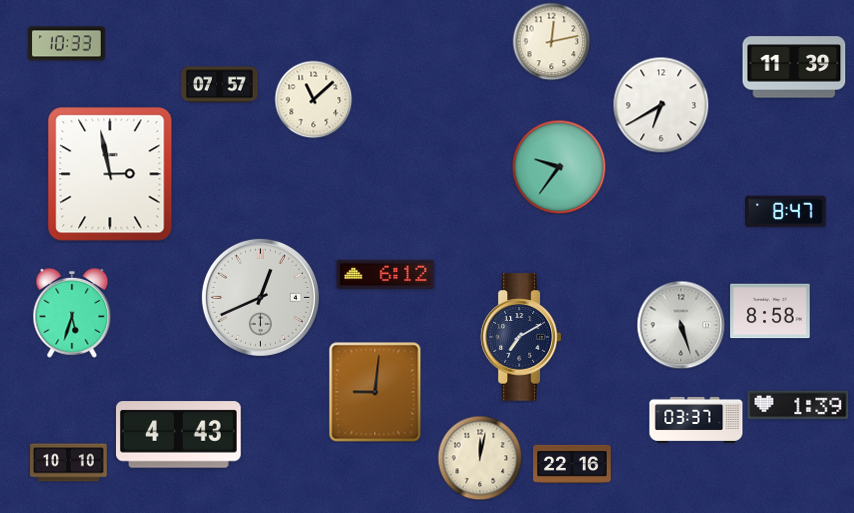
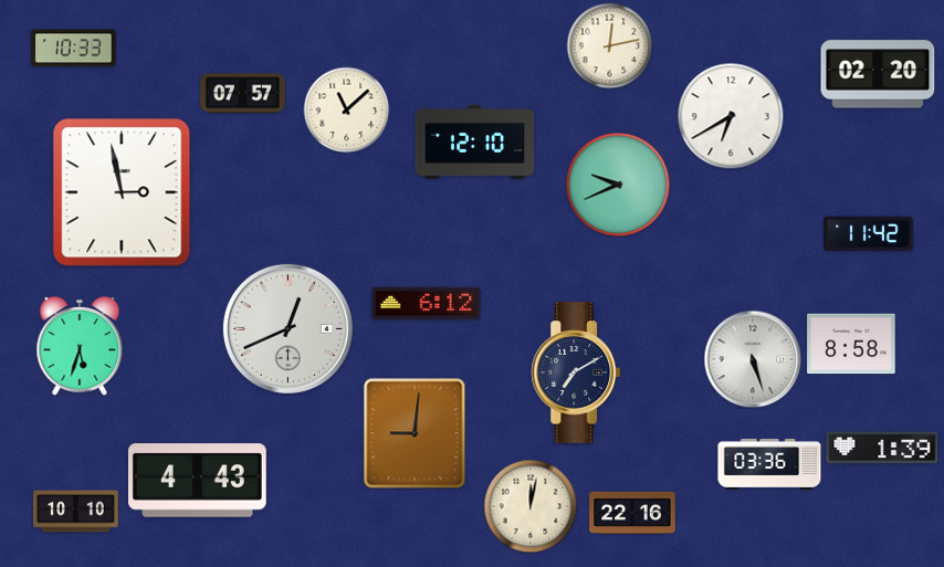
clock at (794, 67): 11:39 -> 02:20
clock at (475, 141): none -> 12:10
clock at (559, 167): 9:36 -> 9:41
clock at (786, 212): 8:47 -> 11:42
clock at (696, 420): 03:37 -> 03:36
